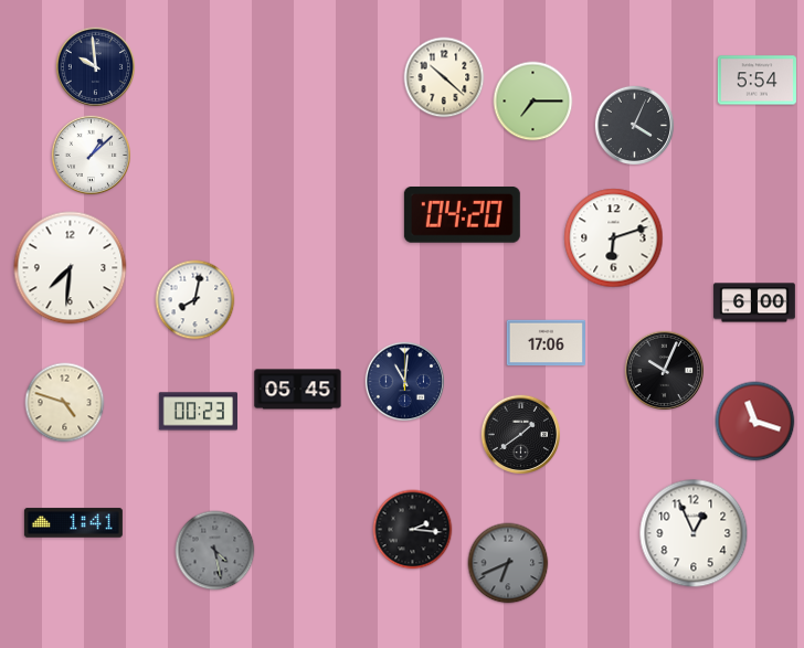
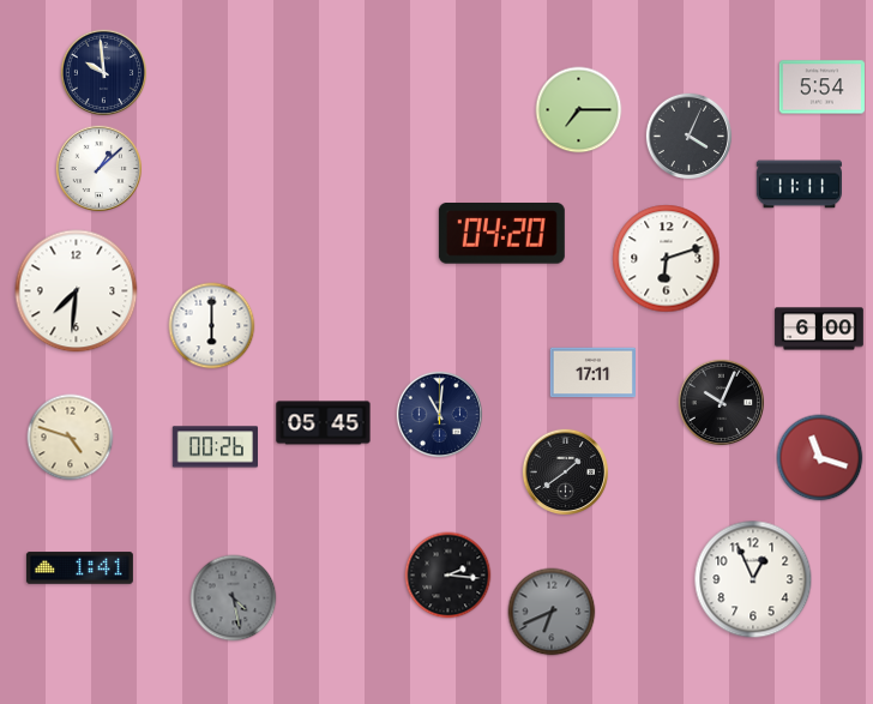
clock at (444, 77): 10:22 -> none
clock at (799, 185): none -> 11:11
clock at (195, 300): 8:02 -> 6:00
clock at (546, 343): 17:06 -> 17:11
clock at (198, 412): 00:23 -> 00:26
